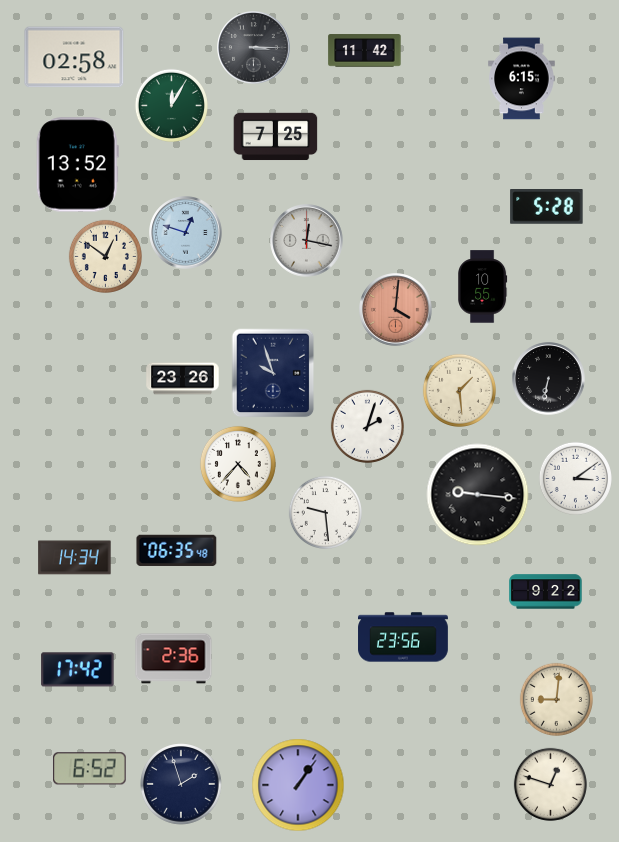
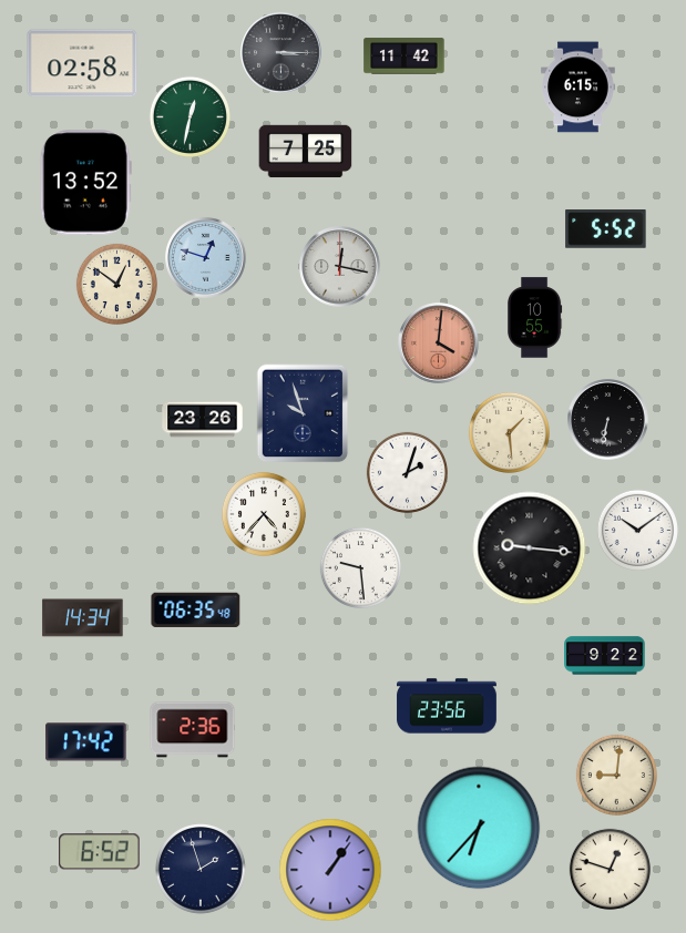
clock at (171, 105): 12:05 -> 12:32
clock at (547, 207): 5:28 -> 5:52
clock at (575, 478): 3:09 -> 10:09
clock at (479, 828): none -> 6:37
